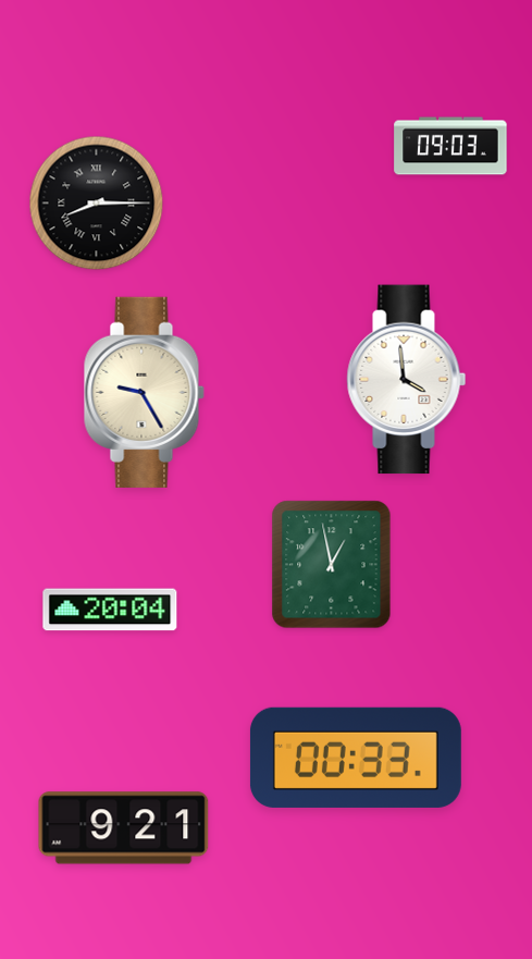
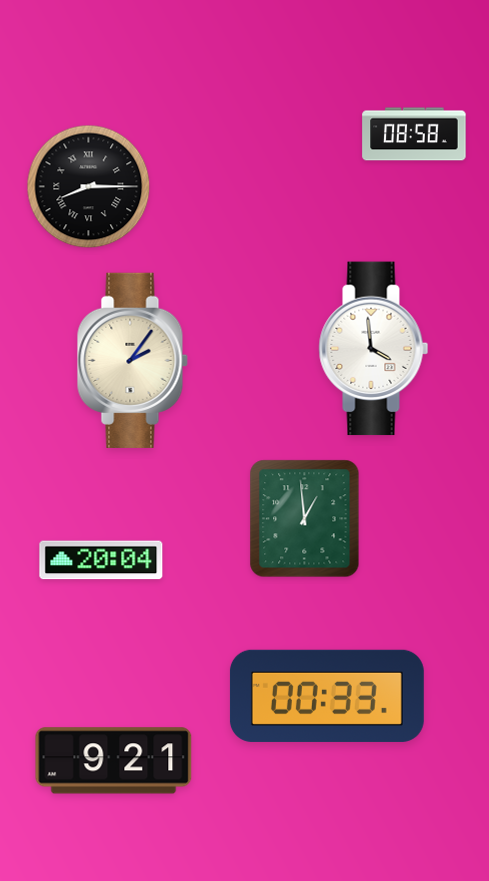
clock at (450, 146): 09:03 -> 08:58
clock at (144, 392): 9:25 -> 2:06
clock at (332, 565): 12:58 -> 12:59
